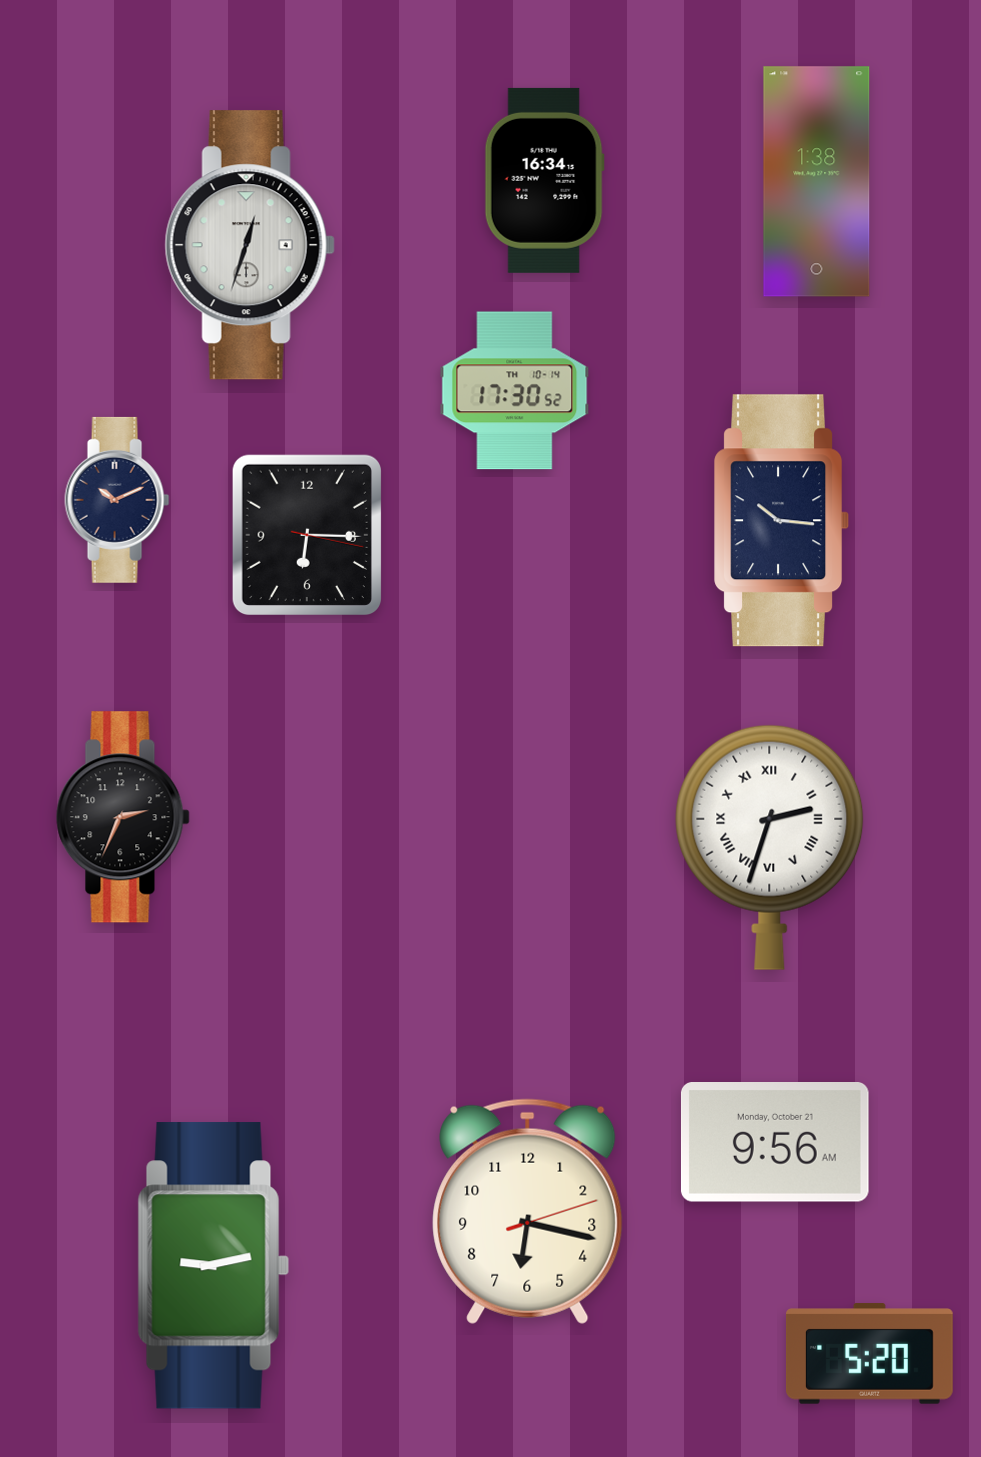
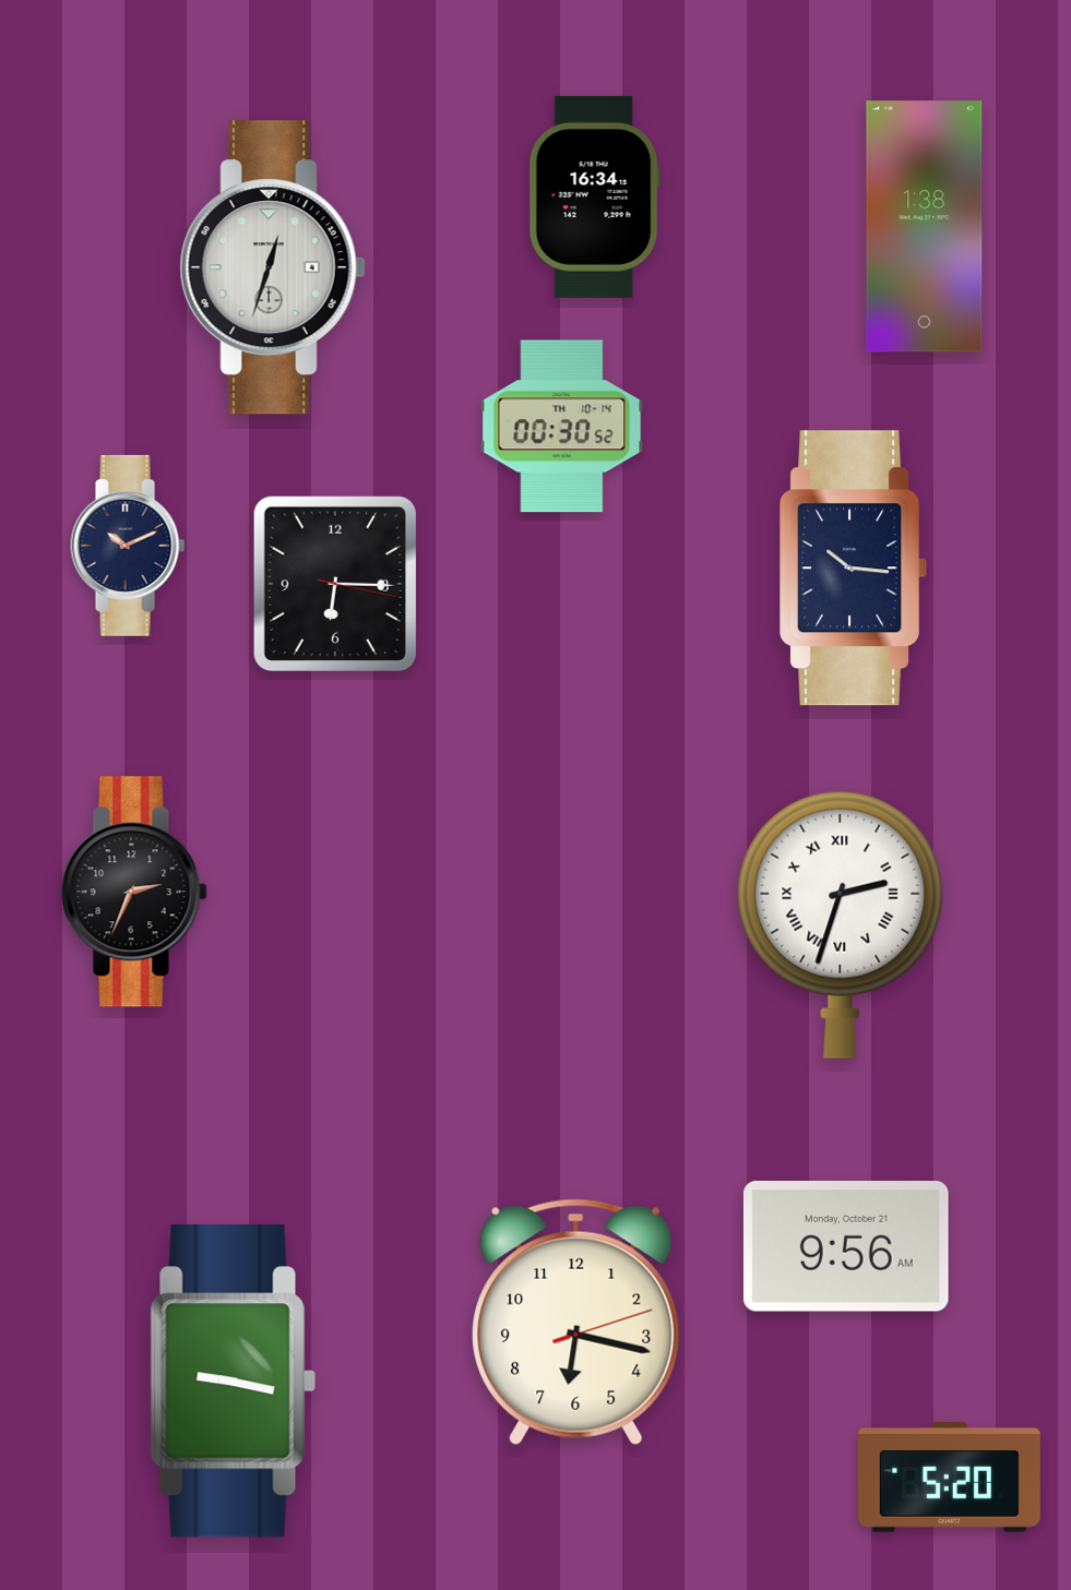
clock at (817, 182) position: (817, 182) -> (925, 227)
clock at (515, 391): 17:30 -> 00:30
clock at (213, 1266): 9:13 -> 9:17
